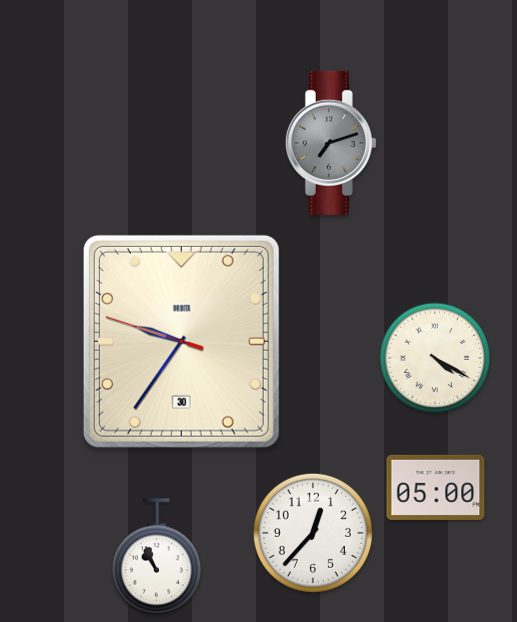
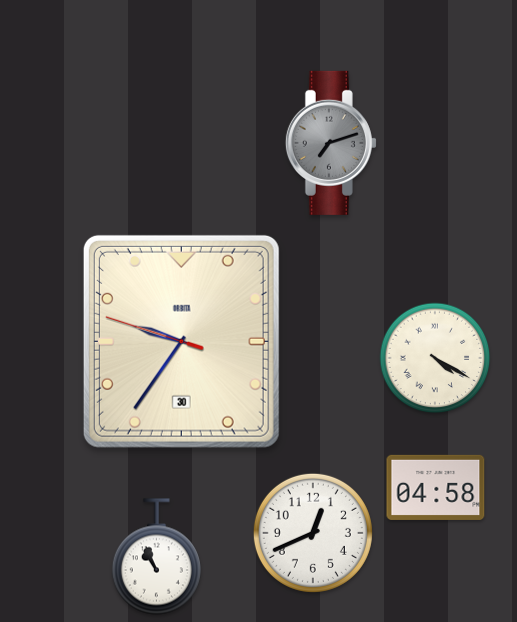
clock at (436, 487): 05:00 -> 04:58
clock at (313, 533): 12:37 -> 12:41
